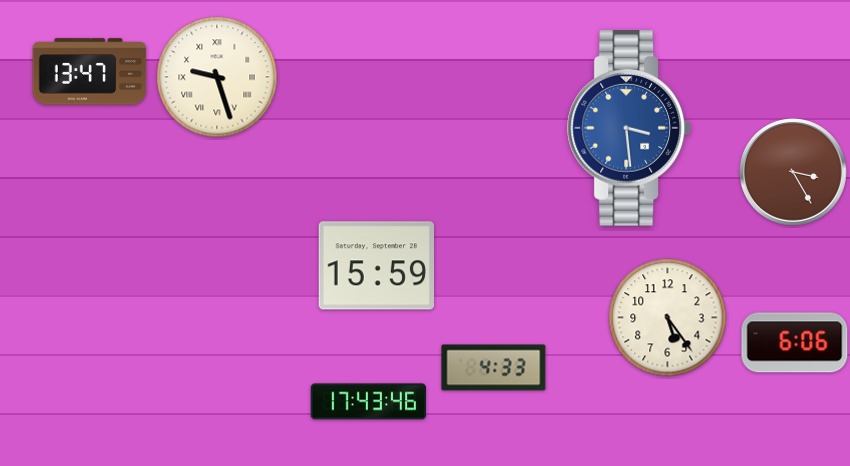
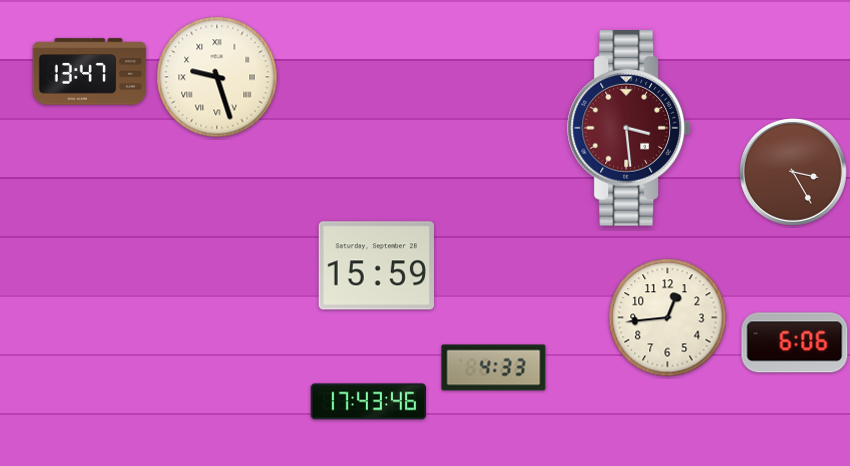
clock at (629, 129) dial: blue -> burgundy
clock at (668, 318): 5:24 -> 12:44
